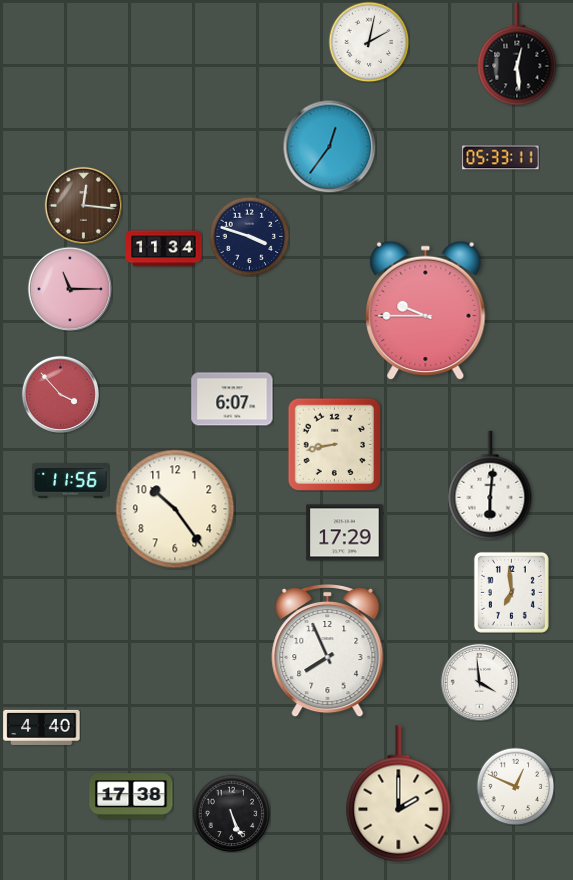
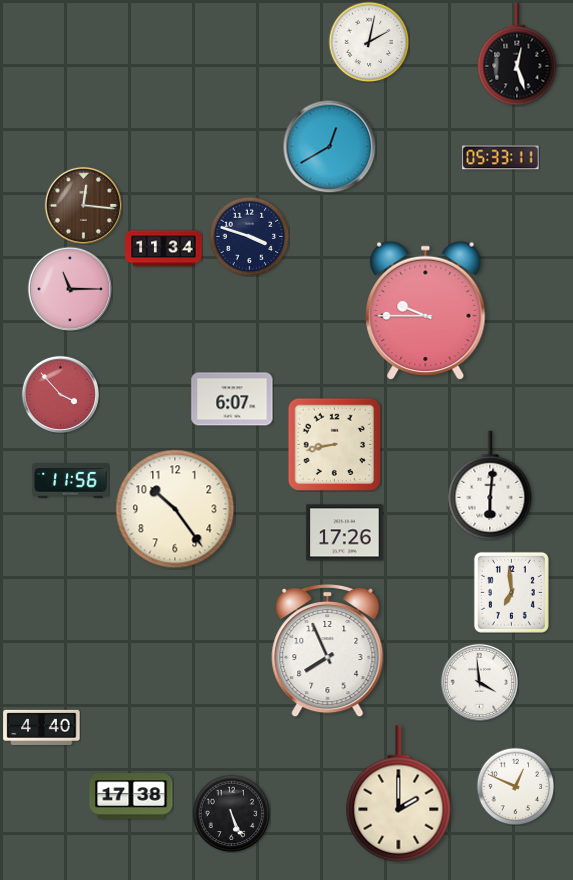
clock at (517, 54): 12:29 -> 12:27
clock at (329, 146): 12:36 -> 12:40
clock at (345, 533): 17:29 -> 17:26
